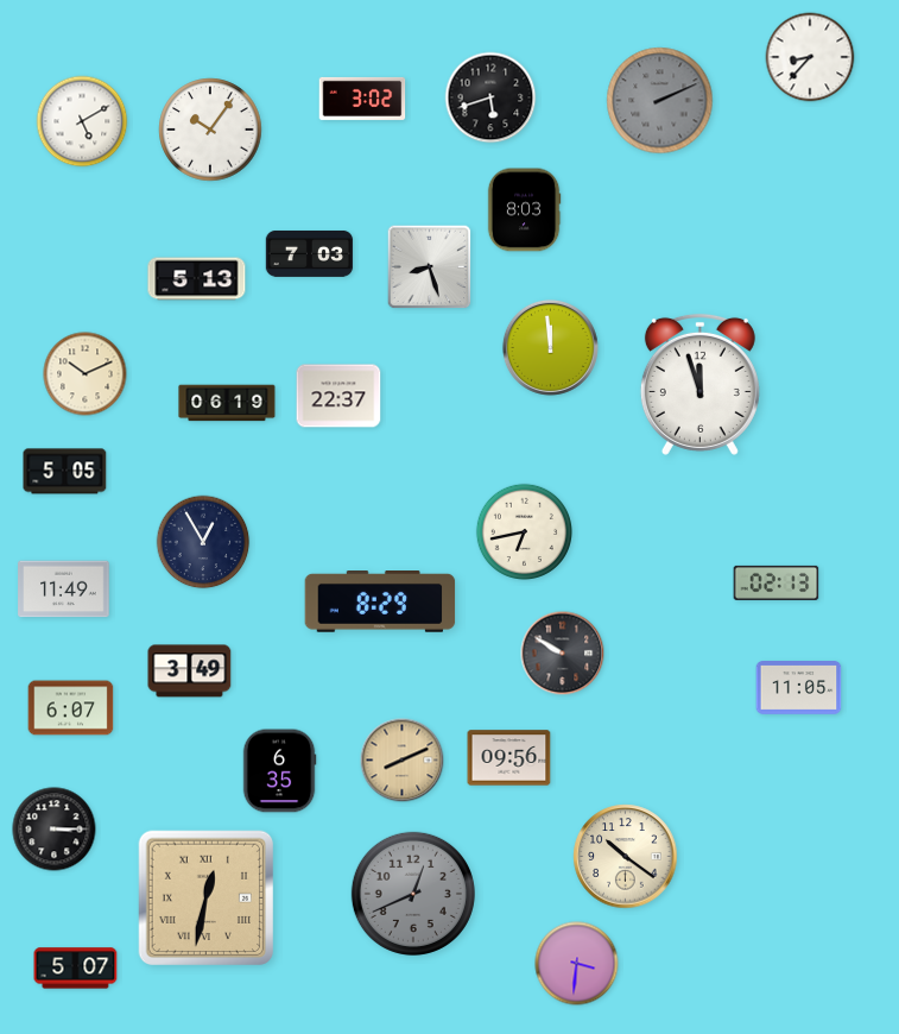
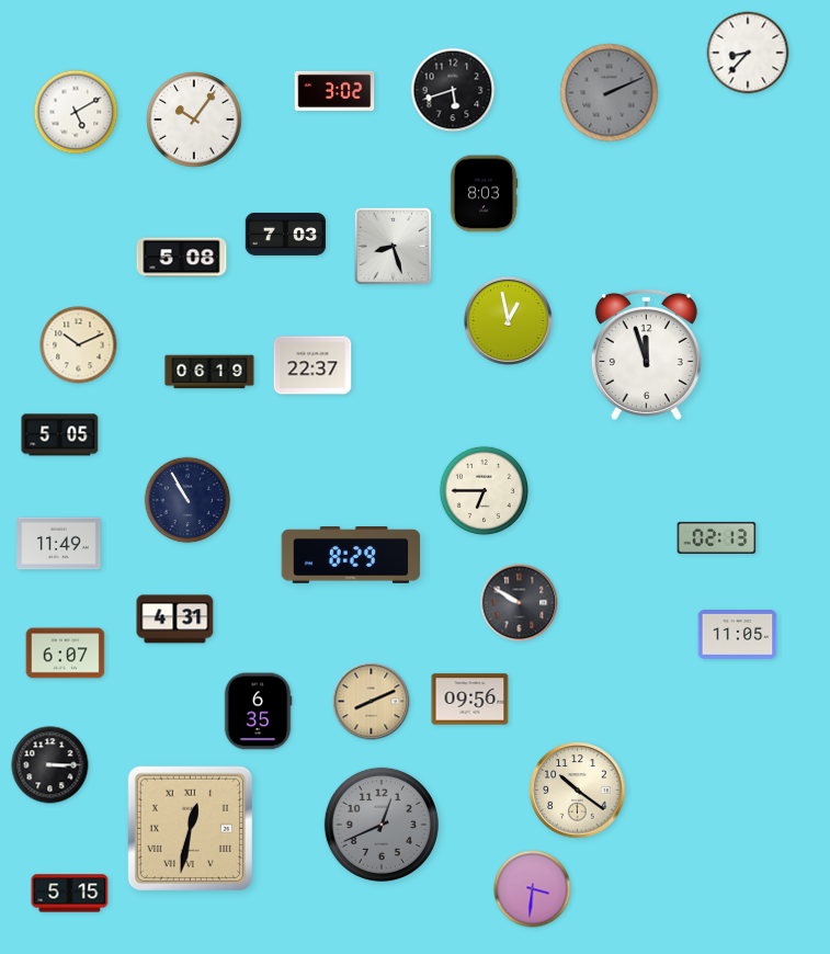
clock at (430, 267) position: (430, 267) -> (394, 247)
clock at (197, 279): 5:13 -> 5:08
clock at (550, 347): 11:59 -> 12:58
clock at (524, 531): 6:43 -> 6:45
clock at (203, 542): 12:55 -> 10:55
clock at (190, 672): 3:49 -> 4:31
clock at (76, 969): 5:07 -> 5:15
